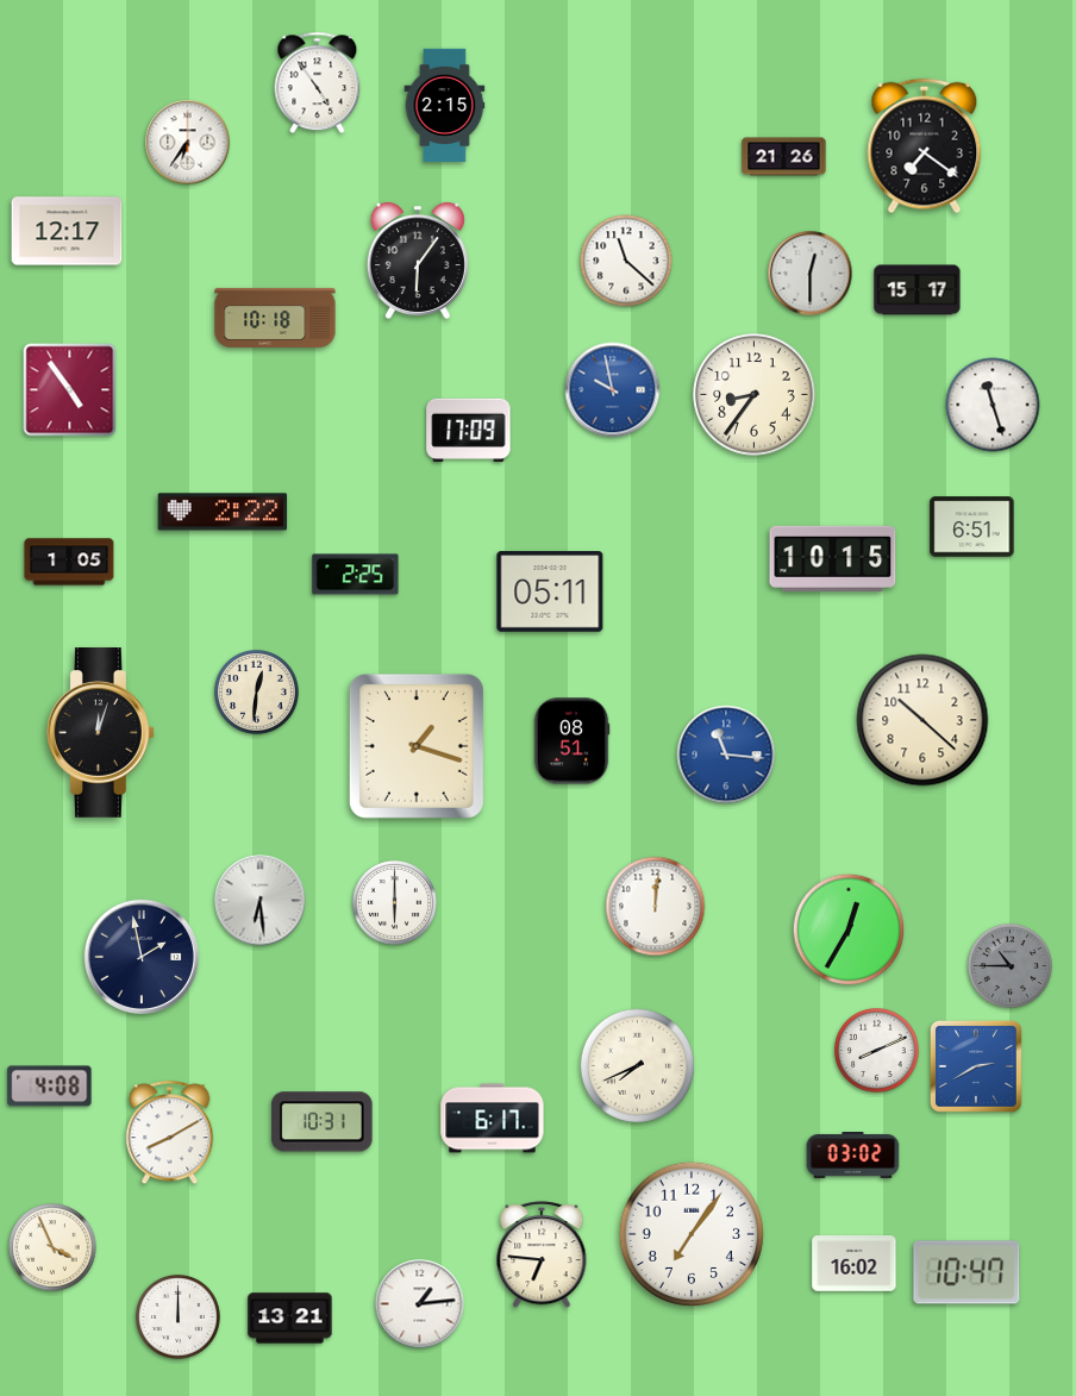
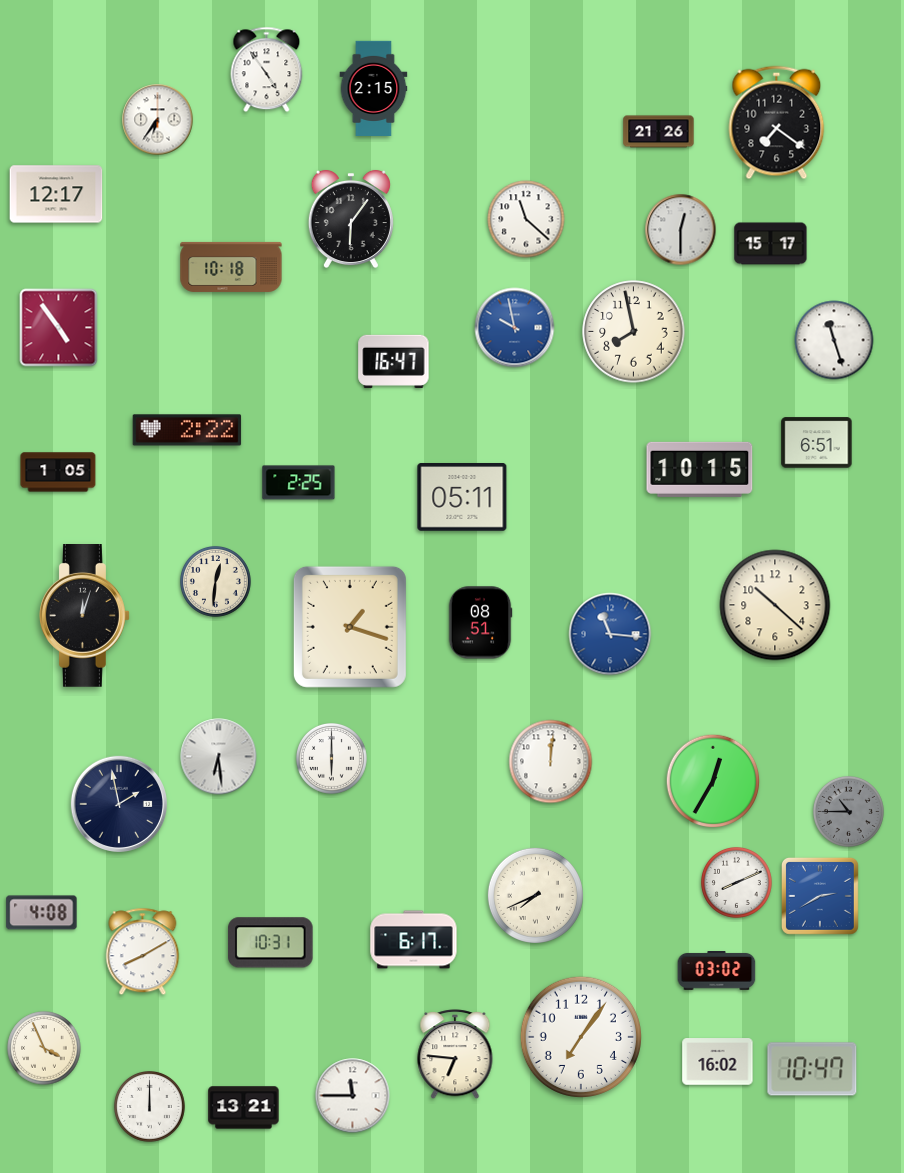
clock at (755, 395): 8:36 -> 7:58
clock at (469, 430): 17:09 -> 16:47
clock at (420, 1304): 1:14 -> 11:45
